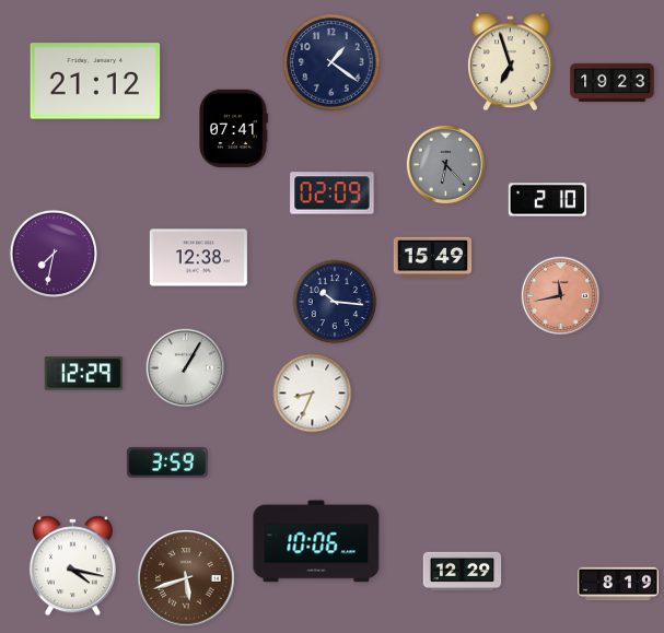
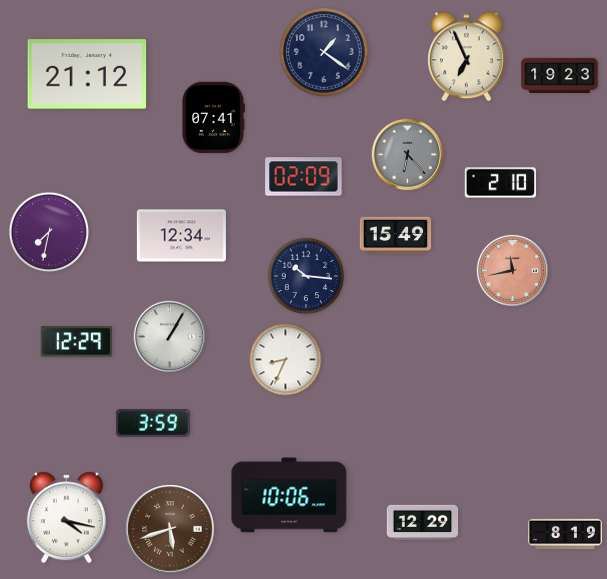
clock at (331, 62) position: (331, 62) -> (324, 52)
clock at (511, 62): 6:57 -> 6:56
clock at (446, 165) position: (446, 165) -> (408, 155)
clock at (198, 258): 12:38 -> 12:34
